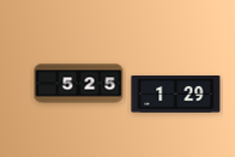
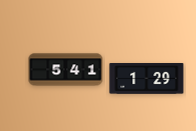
clock at (79, 84): 5:25 -> 5:41
